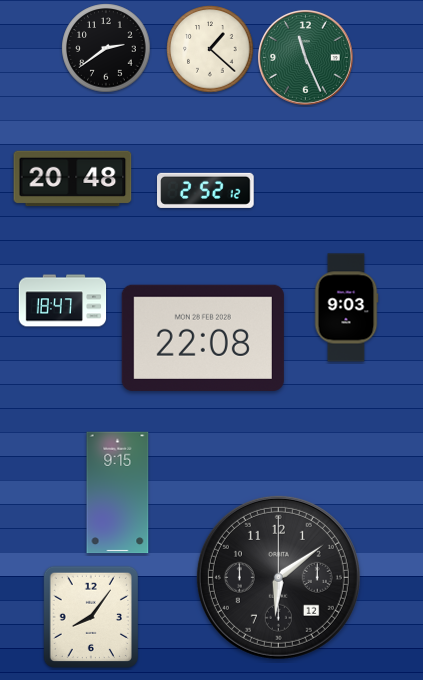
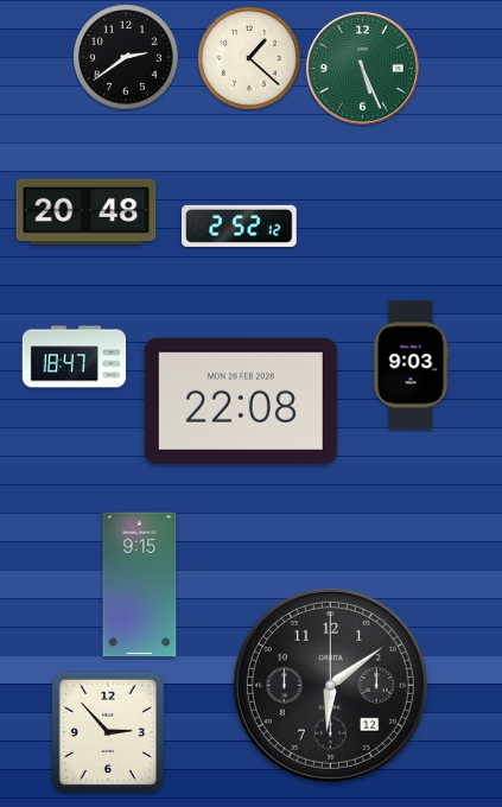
clock at (305, 57): 11:26 -> 5:26
clock at (206, 190) position: (206, 190) -> (240, 225)
clock at (91, 616): 8:06 -> 2:53
